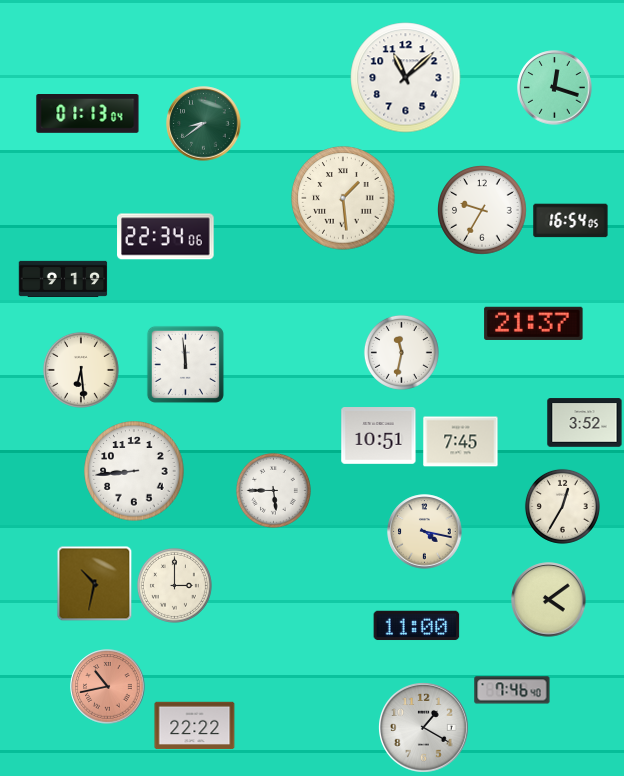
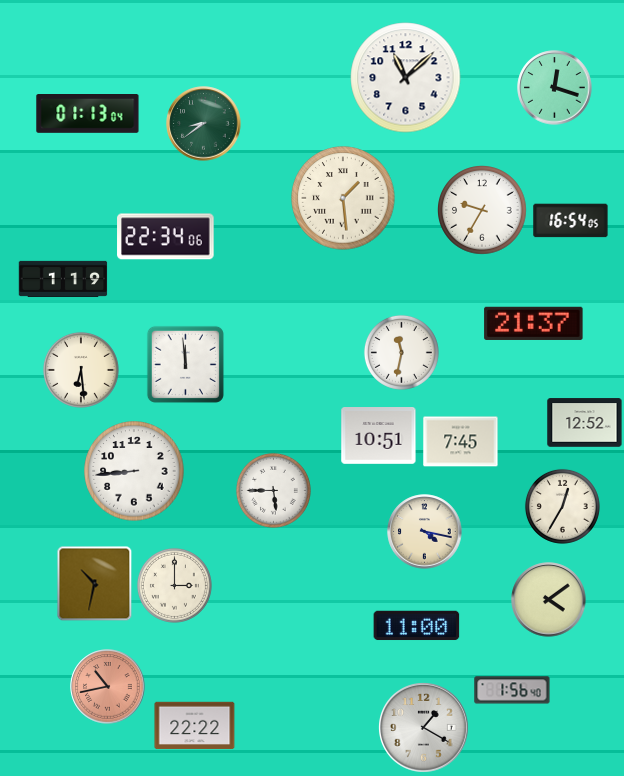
clock at (63, 279): 9:19 -> 1:19
clock at (585, 423): 3:52 -> 12:52
clock at (512, 690): 7:46 -> 1:56
